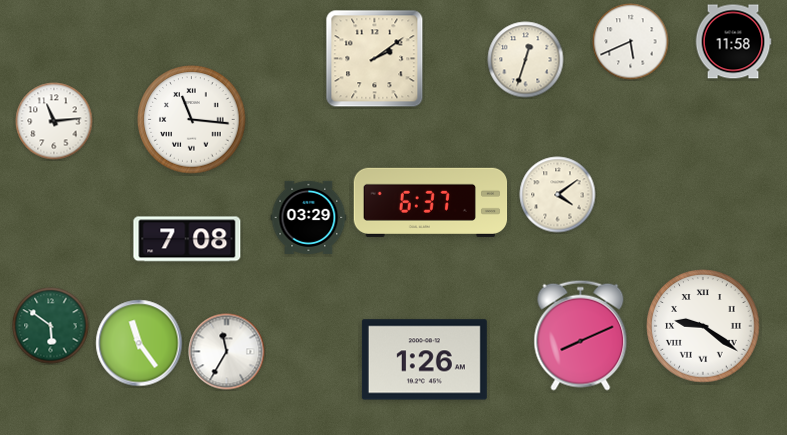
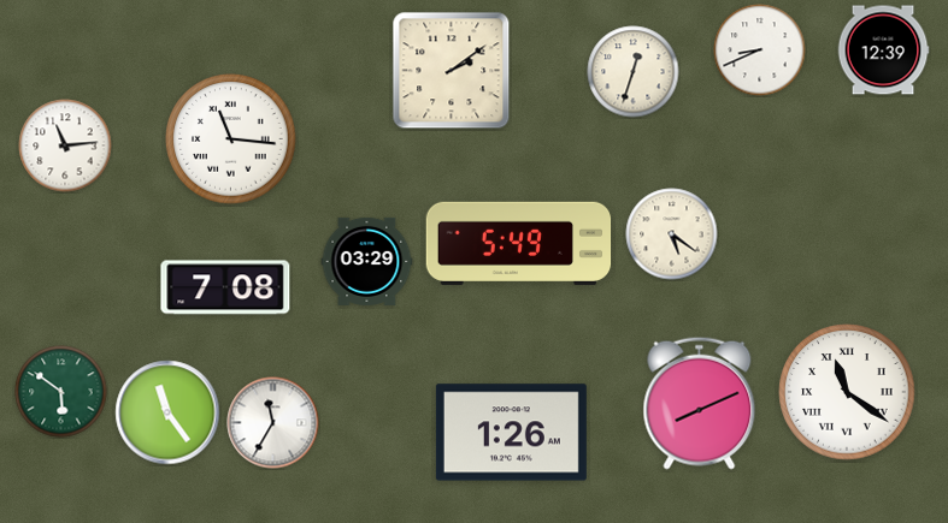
clock at (631, 42): 5:41 -> 8:41
clock at (733, 42): 11:58 -> 12:39
clock at (192, 120) position: (192, 120) -> (231, 139)
clock at (558, 195): 4:09 -> 5:21
clock at (431, 202): 6:37 -> 5:49
clock at (309, 217) position: (309, 217) -> (367, 261)
clock at (703, 326): 9:21 -> 11:21
